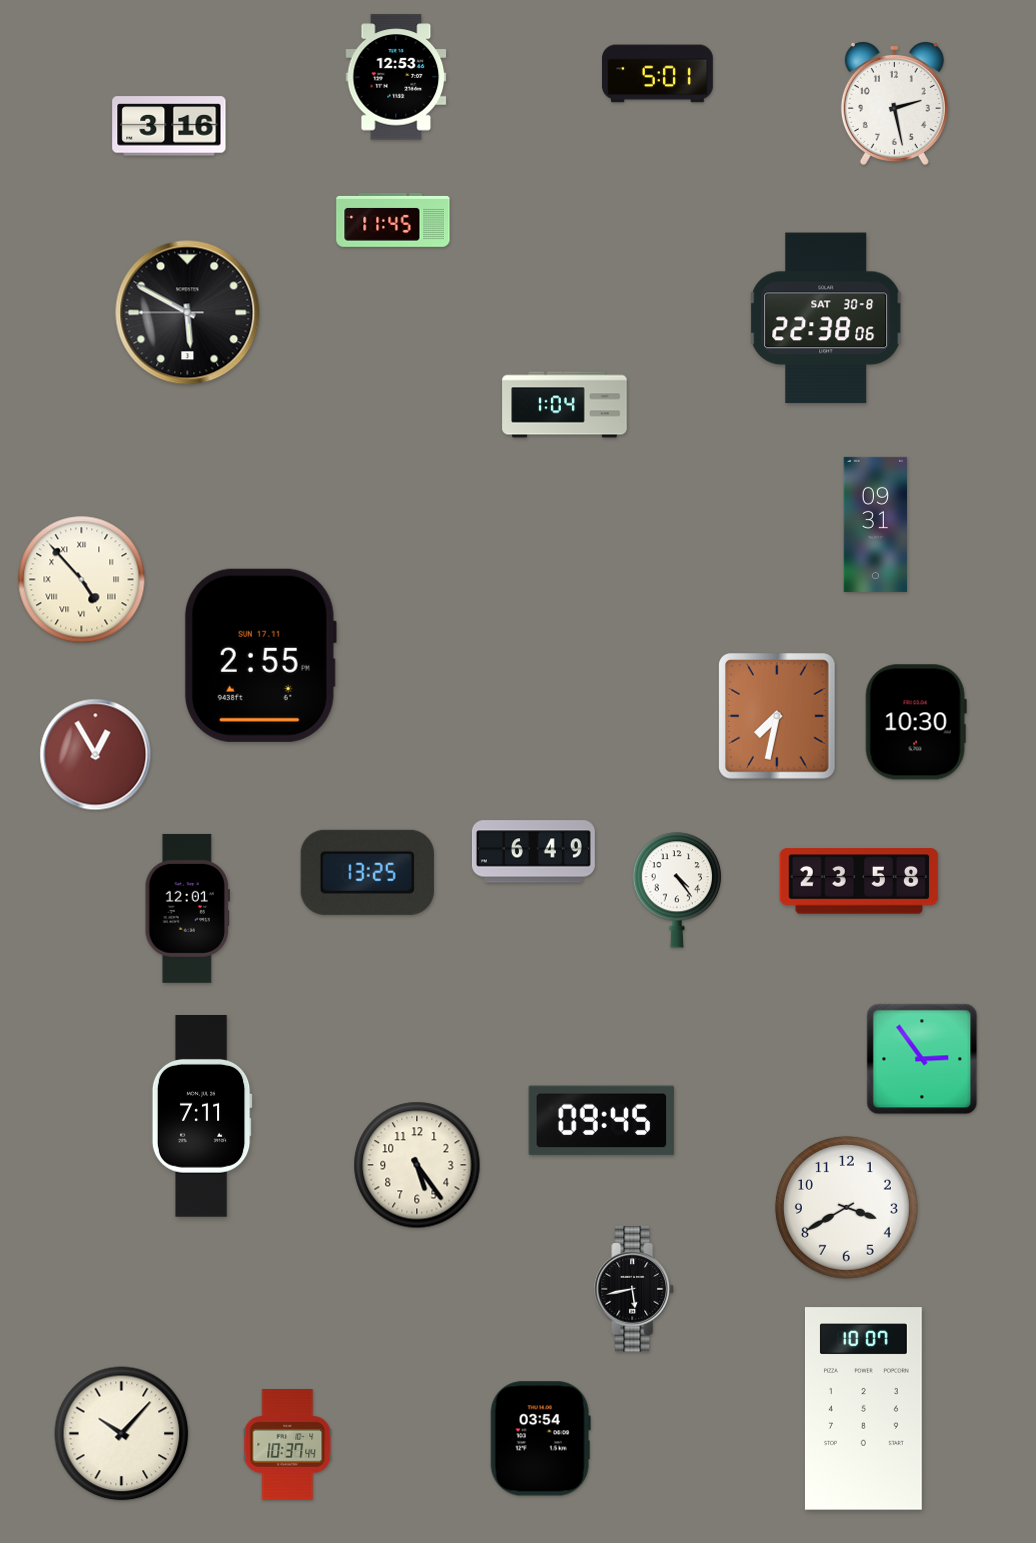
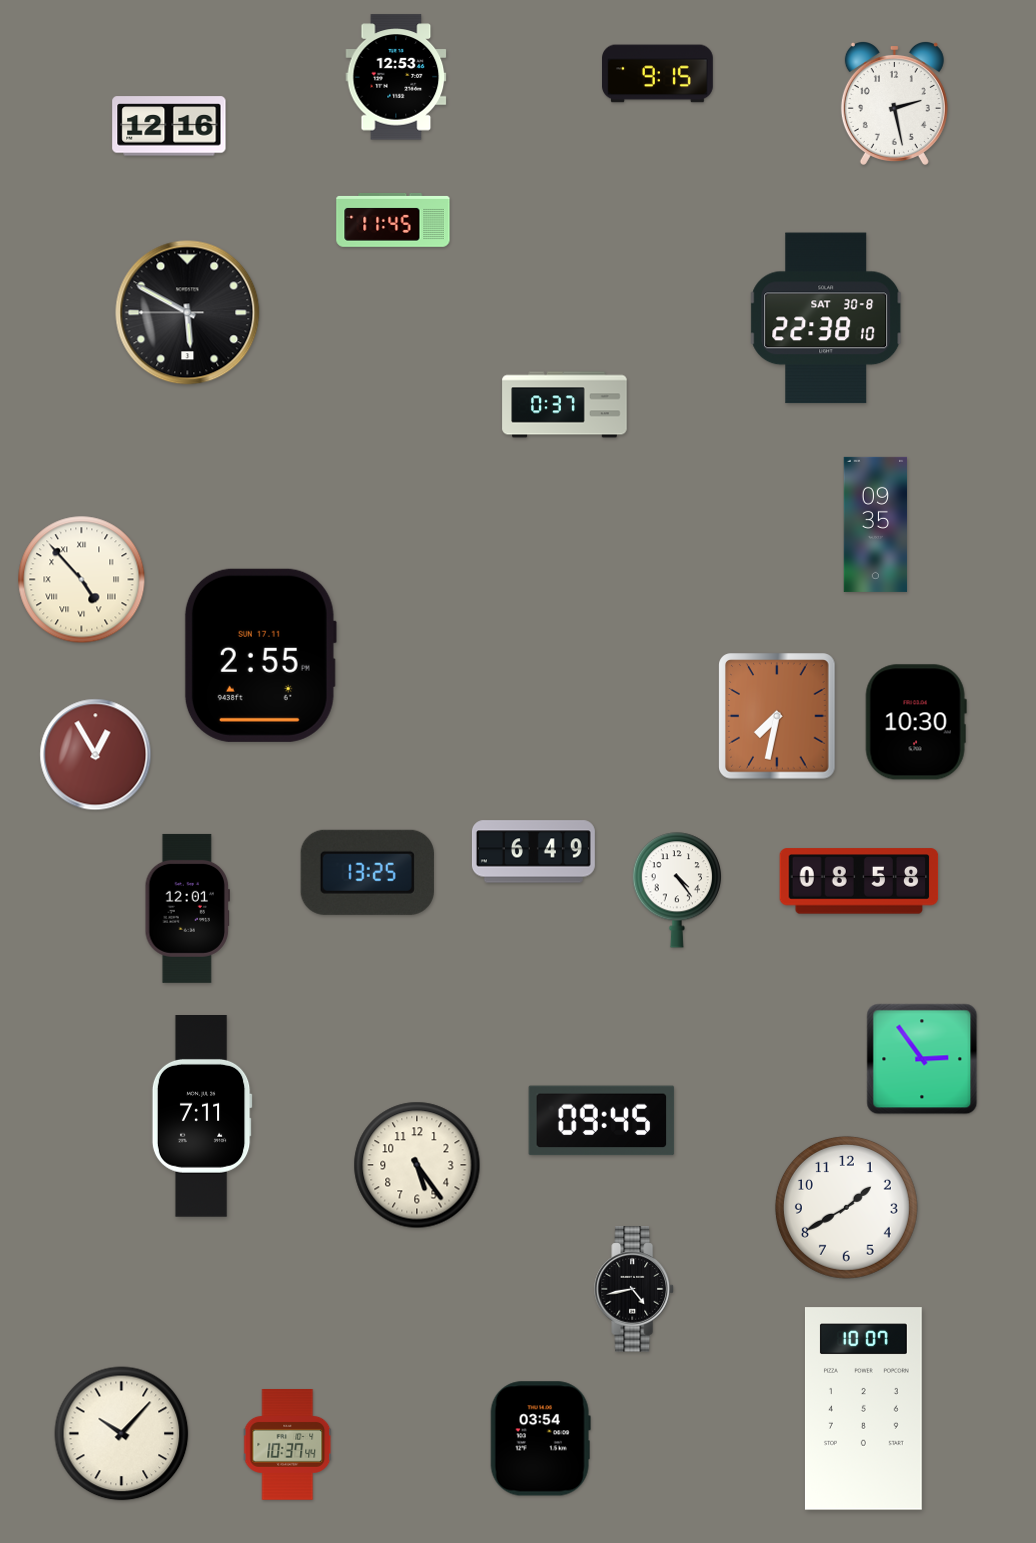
clock at (658, 74): 5:01 -> 9:15
clock at (169, 126): 3:16 -> 12:16
clock at (826, 318): 22:38:06 -> 22:38:10
clock at (565, 405): 1:04 -> 0:37
clock at (876, 524): 09:31 -> 09:35
clock at (859, 881): 23:58 -> 08:58
clock at (846, 1207): 3:40 -> 1:40
clock at (634, 1289): 5:43 -> 4:43
